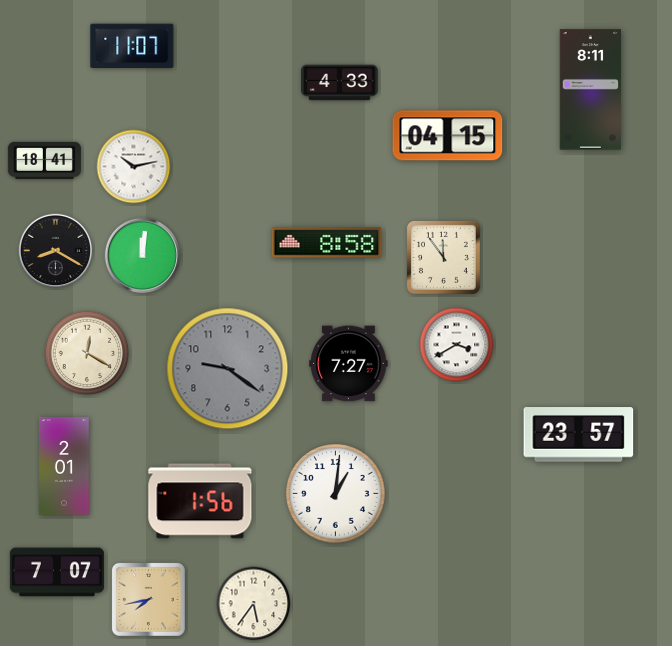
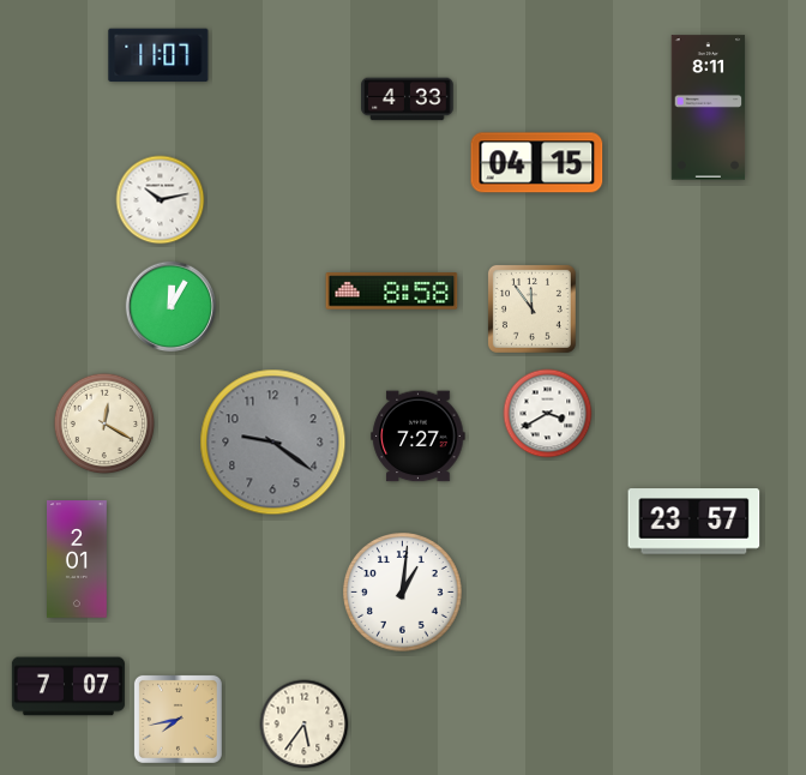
clock at (44, 160): 18:41 -> none
clock at (56, 251): 8:20 -> none
clock at (143, 256): 12:01 -> 12:05
clock at (200, 501): 1:56 -> none
